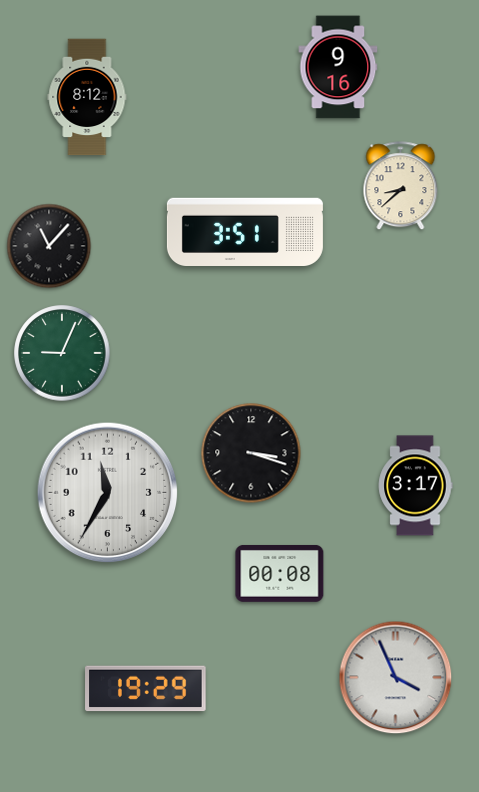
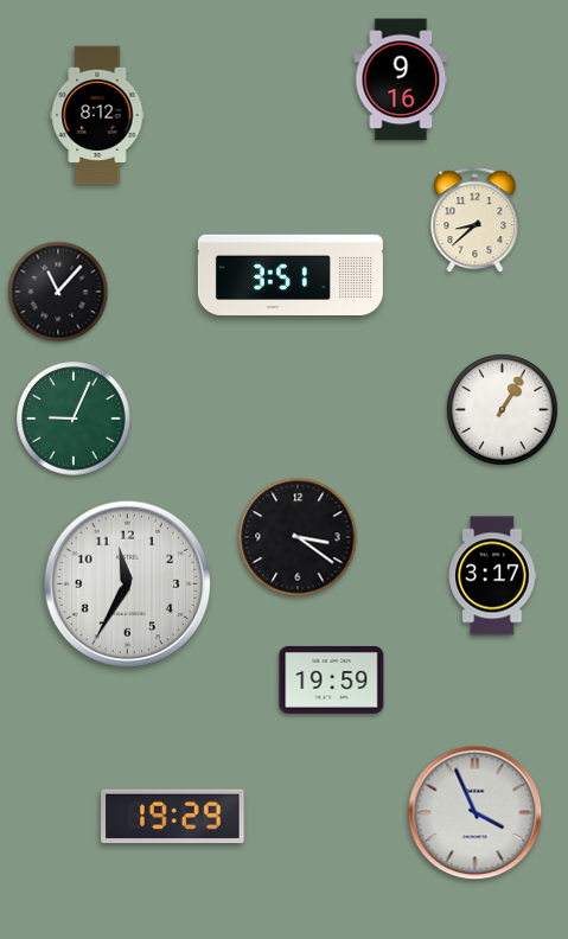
clock at (87, 97) position: (87, 97) -> (97, 115)
clock at (502, 409): none -> 1:05
clock at (251, 453): 3:18 -> 3:21
clock at (280, 573): 00:08 -> 19:59
clock at (396, 678) position: (396, 678) -> (476, 813)
